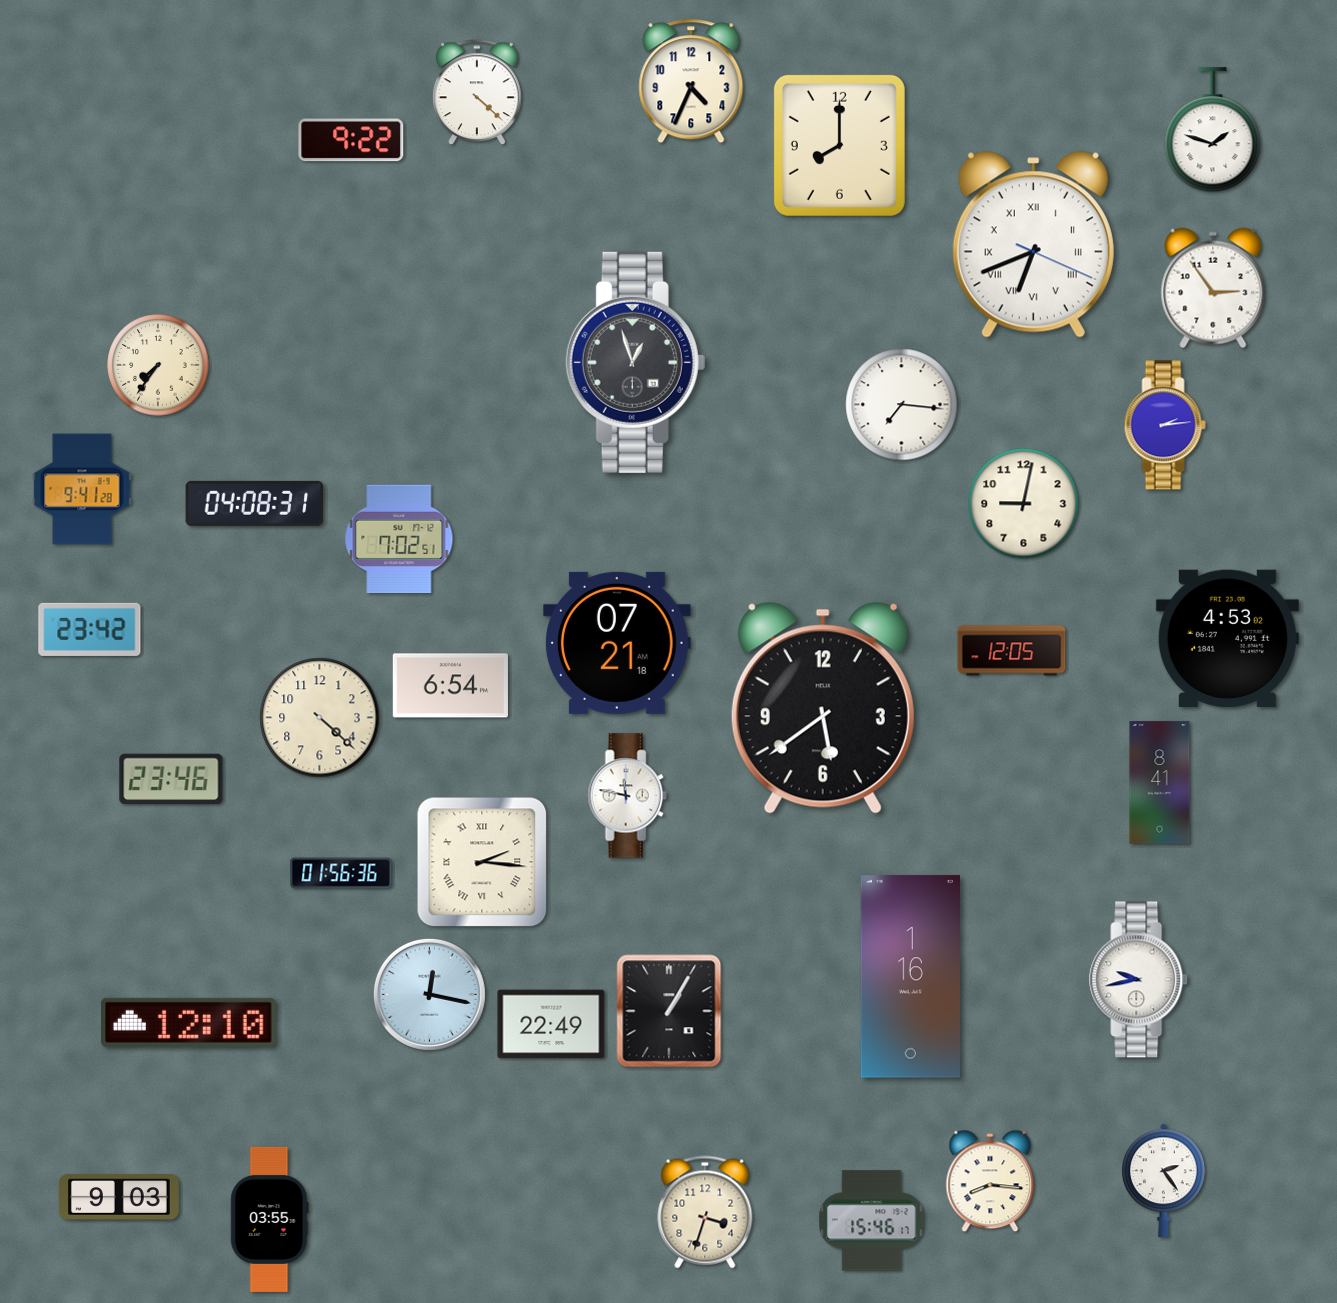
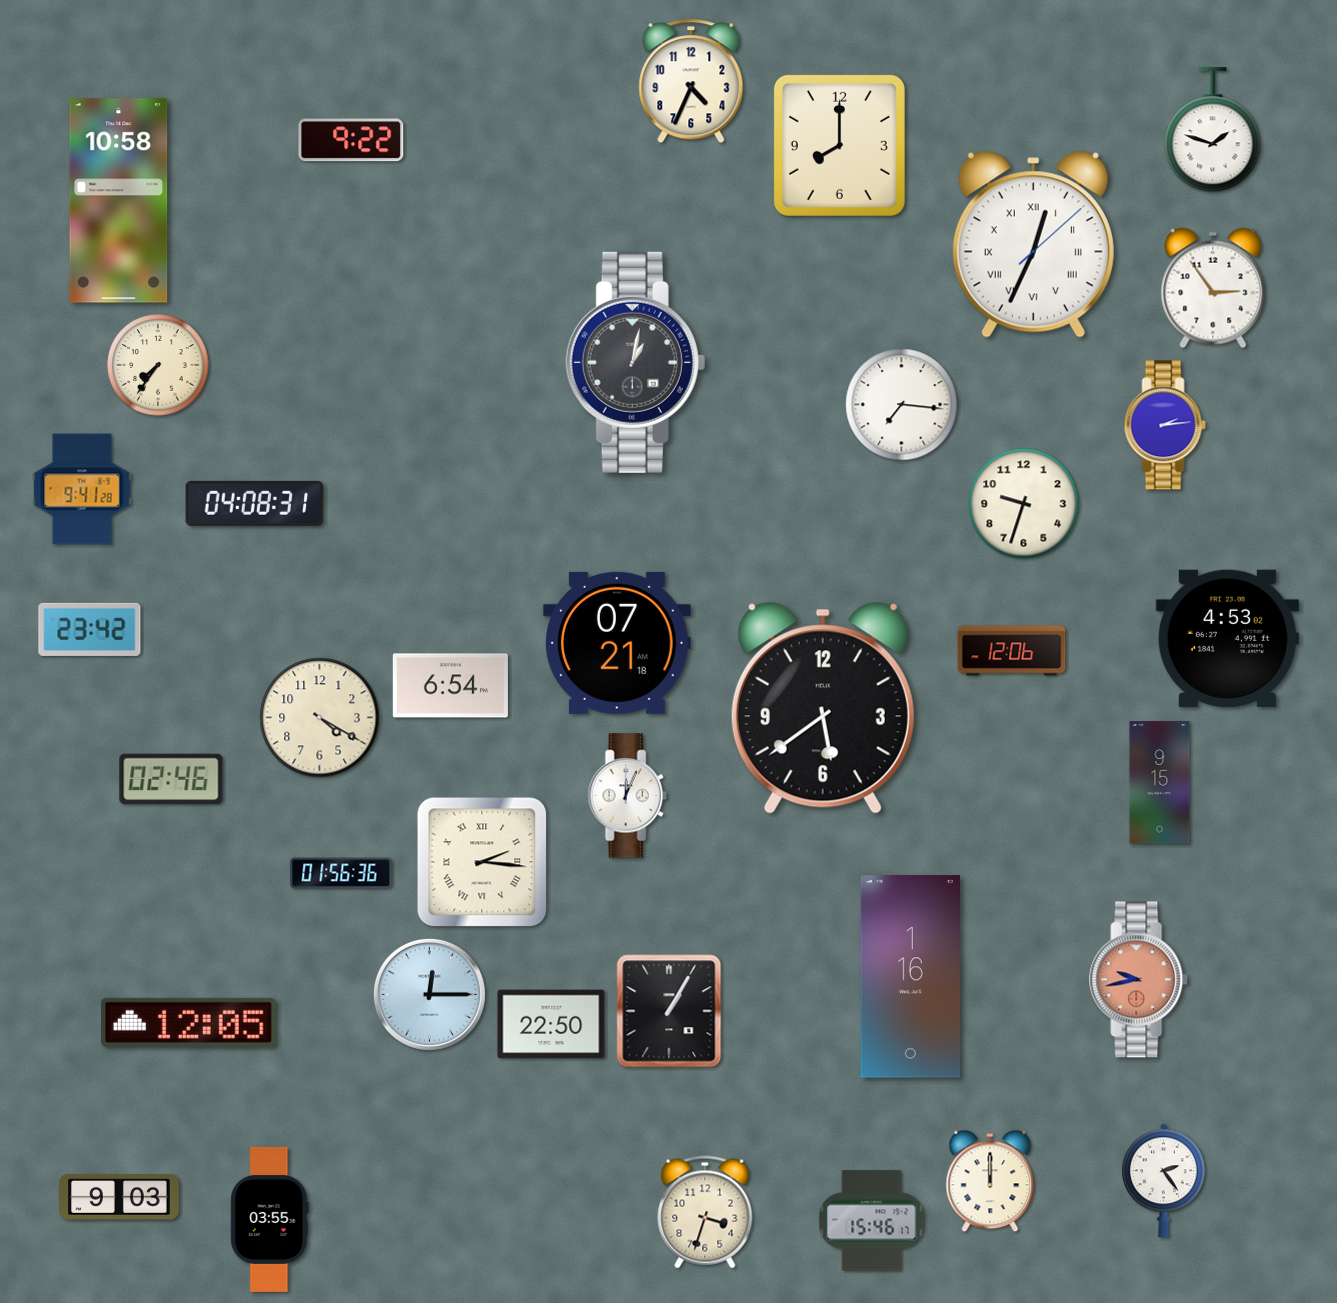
clock at (477, 93): 4:22 -> none
clock at (119, 201): none -> 10:58
clock at (1033, 245): 6:41 -> 12:34
clock at (636, 362): 12:57 -> 1:02
clock at (1024, 504): 9:02 -> 9:33
clock at (399, 539): 7:02 -> none
clock at (1012, 651): 12:05 -> 12:06
clock at (320, 718): 4:22 -> 4:20
clock at (171, 779): 23:46 -> 02:46
clock at (1160, 783): 8:41 -> 9:15
clock at (627, 796): 11:47 -> 12:04
clock at (1139, 980) dial: white -> salmon
clock at (429, 994): 12:17 -> 12:15
clock at (189, 1022): 12:10 -> 12:05
clock at (551, 1024): 22:49 -> 22:50
clock at (990, 1181): 8:16 -> 12:00
